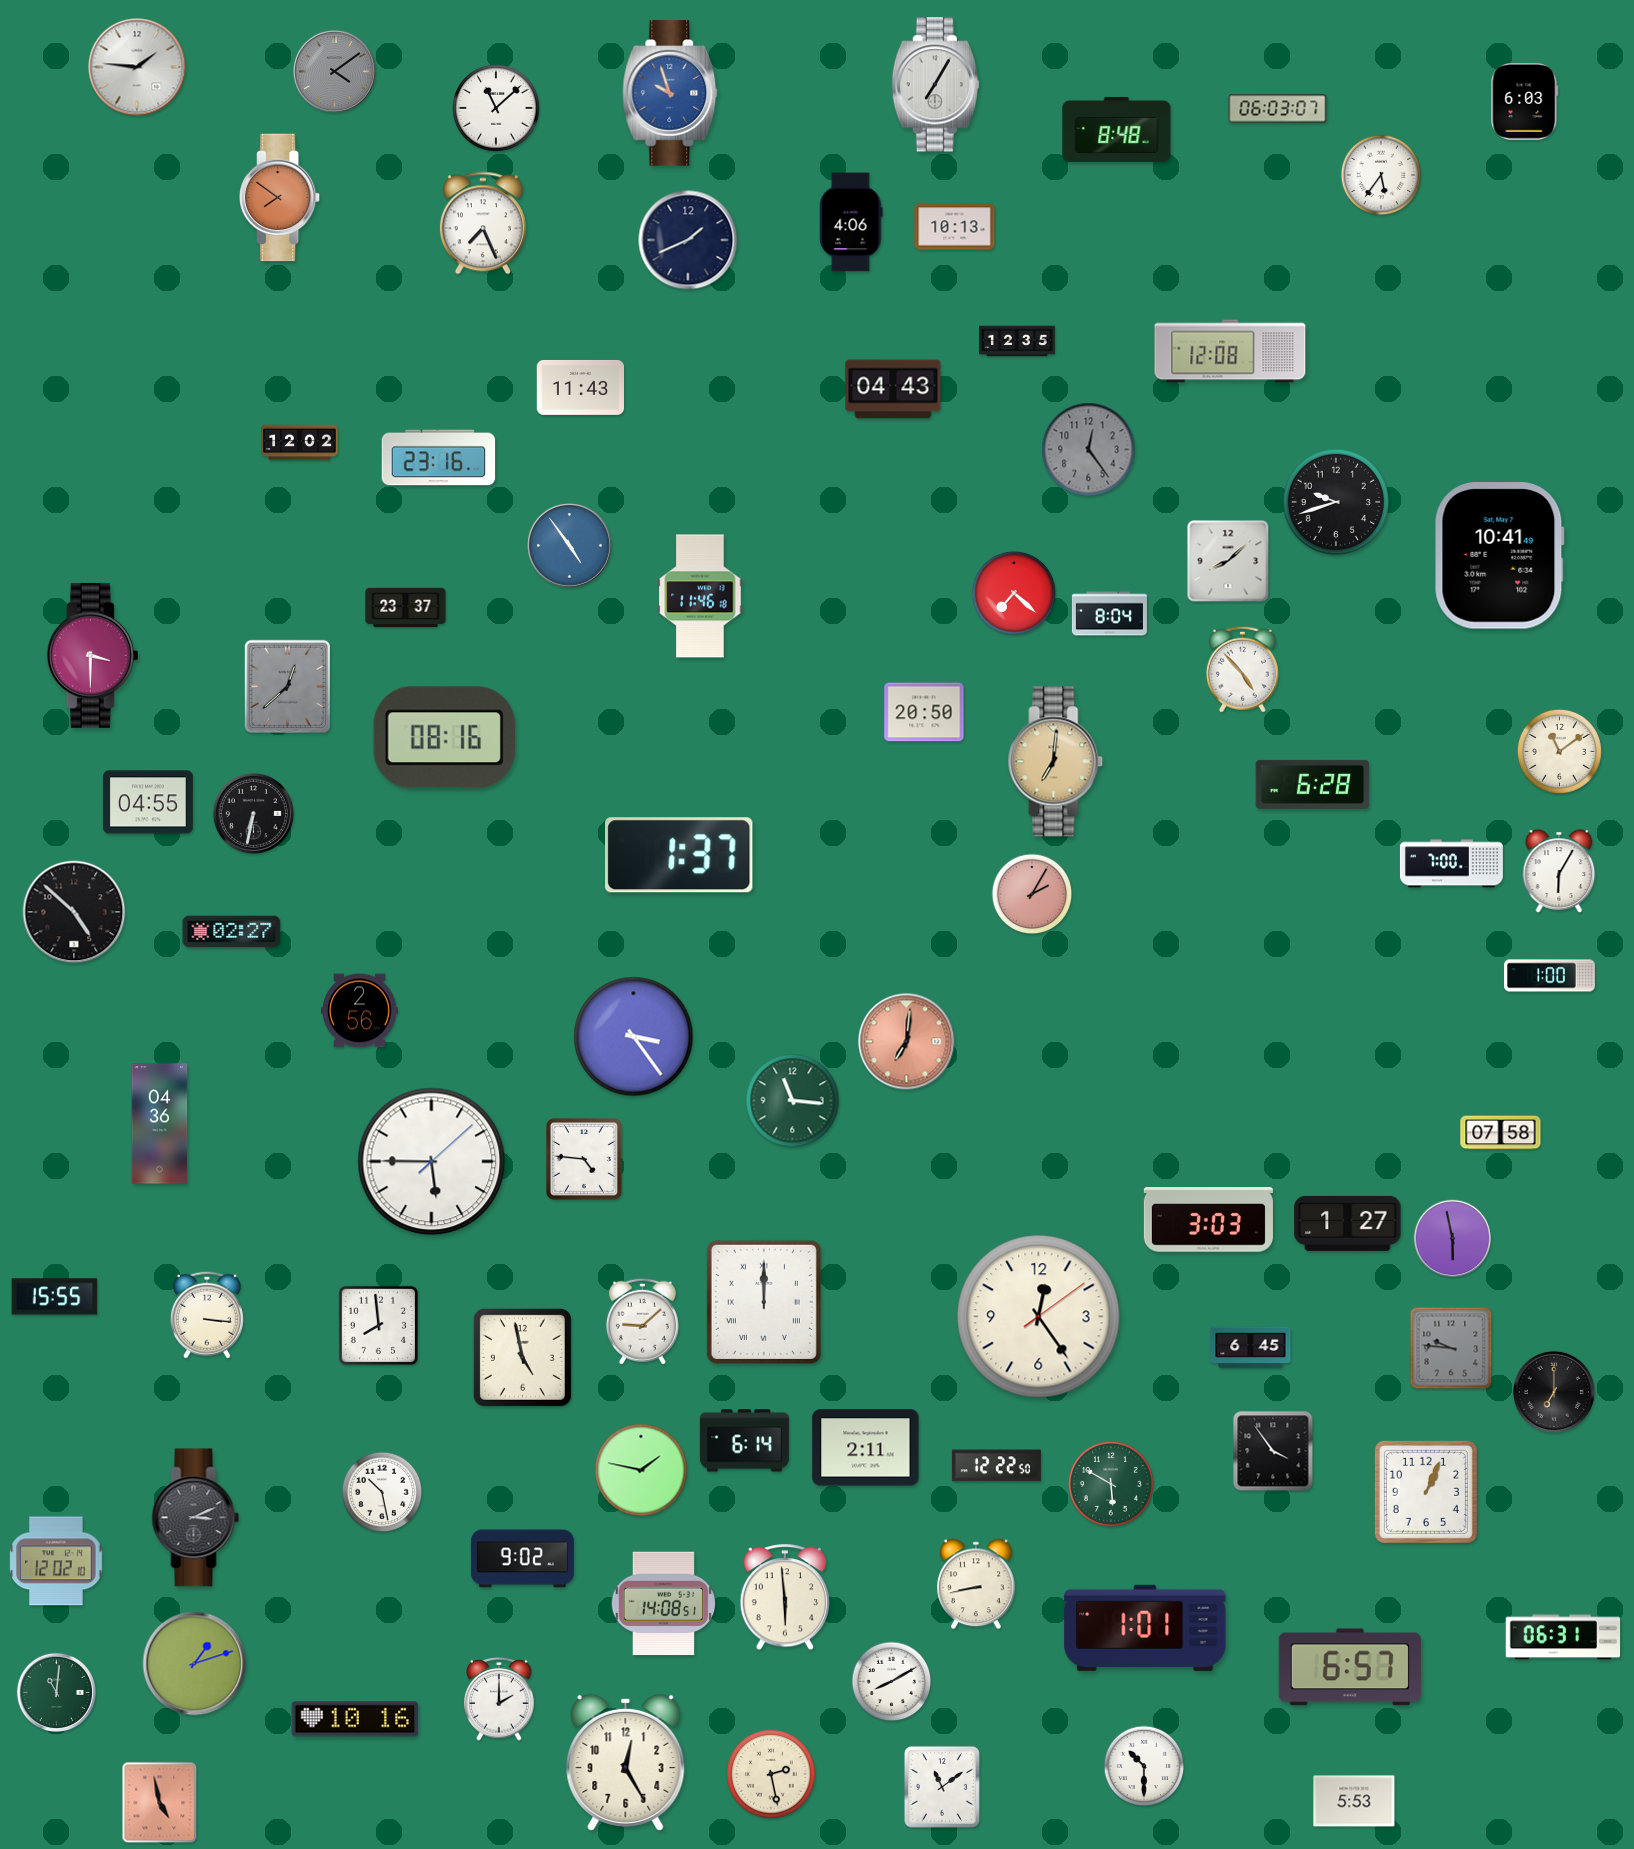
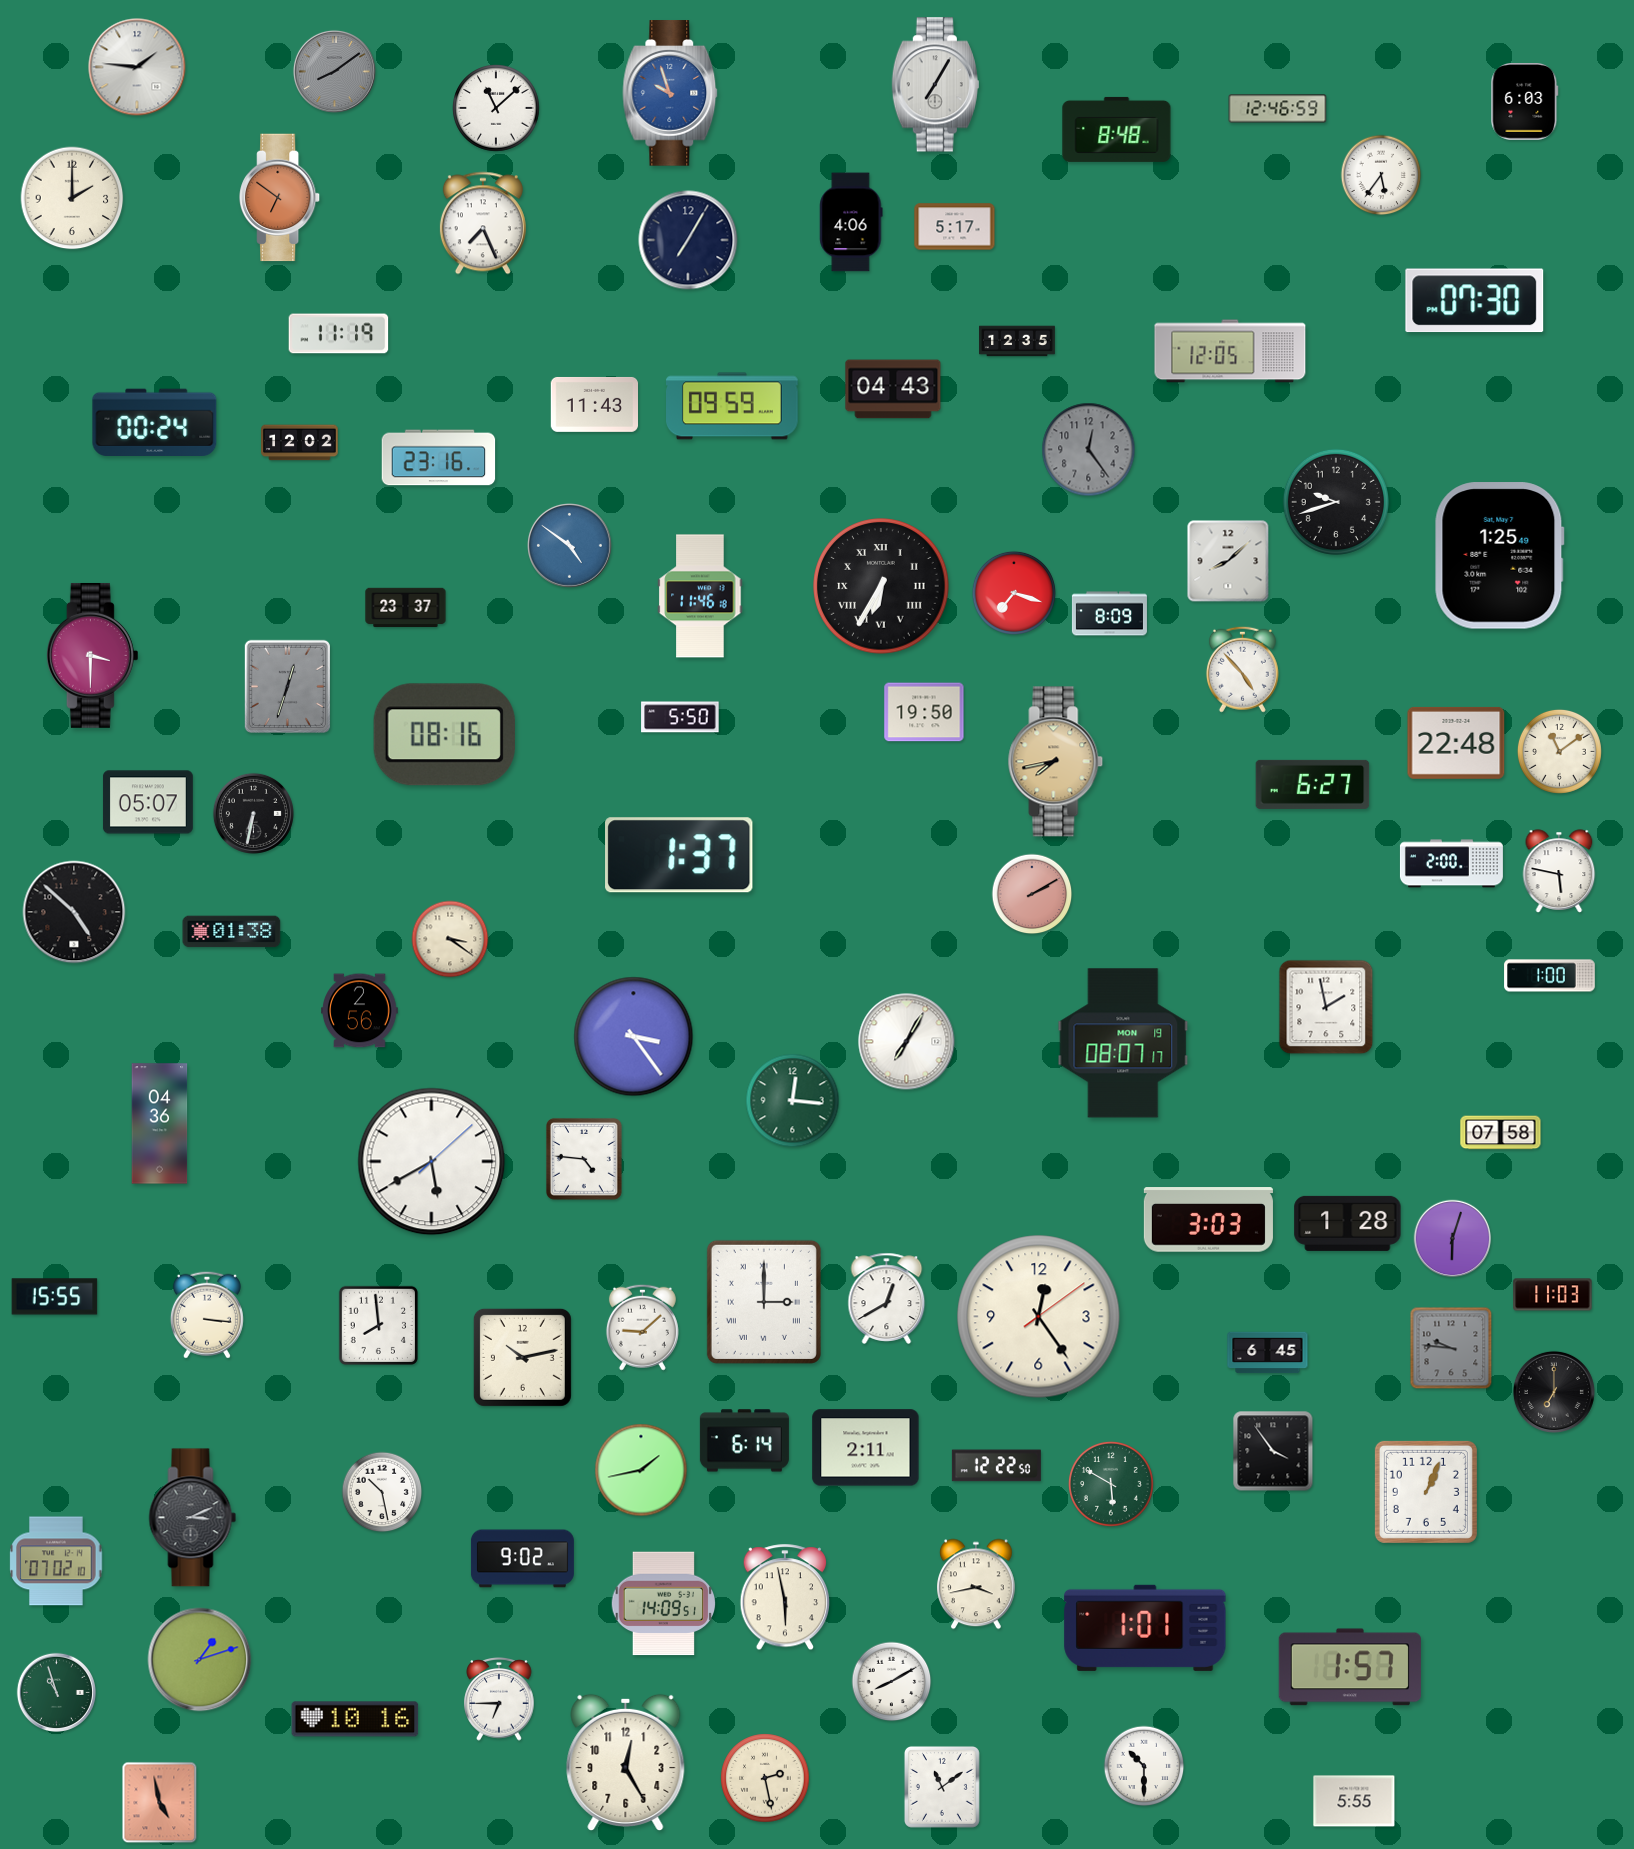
clock at (334, 71): 4:09 -> 8:09
clock at (1278, 109): 06:03 -> 12:46
clock at (72, 198): none -> 2:00
clock at (280, 198): 7:51 -> 6:51
clock at (955, 227): 10:13 -> 5:17
clock at (688, 240): 1:41 -> 7:05
clock at (1475, 301): none -> 07:30
clock at (339, 334): none -> 11:19
clock at (1230, 351): 12:08 -> 12:05
clock at (581, 387) position: (581, 387) -> (595, 404)
clock at (733, 406): none -> 09:59
clock at (155, 422): none -> 00:24
clock at (570, 546): 4:54 -> 4:51
clock at (1499, 556): 10:41 -> 1:25
clock at (881, 586): none -> 6:35
clock at (1014, 593): 7:22 -> 7:18
clock at (1109, 614): 8:04 -> 8:09
clock at (287, 686): 12:38 -> 12:33
clock at (924, 712): 20:50 -> 19:50
clock at (680, 717): none -> 5:50
clock at (444, 738) position: (444, 738) -> (444, 735)
clock at (1456, 743): none -> 22:48
clock at (1056, 762): 7:01 -> 7:43
clock at (1313, 784): 6:28 -> 6:27
clock at (148, 802): 04:55 -> 05:07
clock at (1451, 864): 7:00 -> 2:00
clock at (1559, 871): 6:05 -> 5:47
clock at (1032, 894): 2:05 -> 2:10
clock at (232, 932): 02:27 -> 01:38
clock at (450, 939): none -> 3:21
clock at (1326, 1007): none -> 1:58
clock at (907, 1042): 7:01 -> 7:05
clock at (907, 1042) dial: salmon -> white
clock at (1123, 1043): none -> 08:07
clock at (793, 1101): 11:16 -> 12:16
clock at (432, 1162): 5:45 -> 5:40
clock at (1348, 1223): 1:27 -> 1:28
clock at (1453, 1239): 5:58 -> 6:03
clock at (1553, 1295): none -> 11:03
clock at (887, 1298): none -> 12:40
clock at (764, 1302): 12:00 -> 3:00
clock at (642, 1321) position: (642, 1321) -> (642, 1327)
clock at (1251, 1348) position: (1251, 1348) -> (1268, 1353)
clock at (522, 1357): 4:58 -> 10:13
clock at (641, 1470): 1:47 -> 1:43
clock at (196, 1518) position: (196, 1518) -> (193, 1518)
clock at (56, 1561): 12:02 -> 07:02
clock at (977, 1584): 8:43 -> 3:43
clock at (785, 1598): 5:59 -> 5:58
clock at (664, 1604): 14:08 -> 14:09
clock at (1563, 1637): 06:31 -> none
clock at (195, 1664) position: (195, 1664) -> (200, 1660)
clock at (1350, 1667): 6:57 -> 1:57
clock at (56, 1692): 11:01 -> 10:57
clock at (499, 1700): 2:00 -> 6:45
clock at (771, 1774) position: (771, 1774) -> (765, 1778)
clock at (1354, 1801): 5:53 -> 5:55
